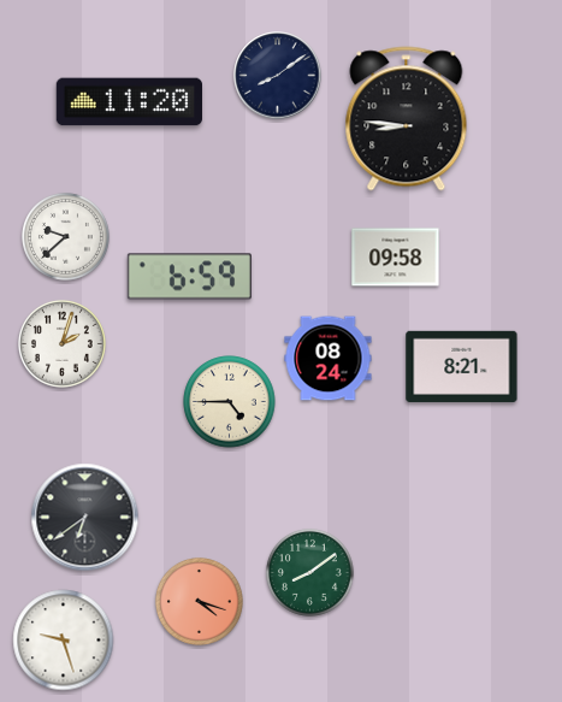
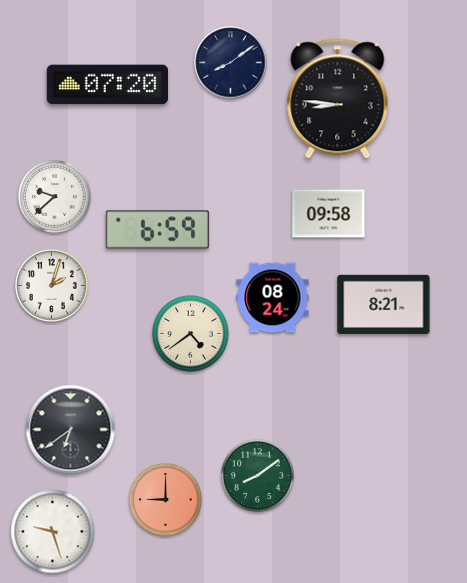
clock at (129, 102): 11:20 -> 07:20
clock at (230, 402): 4:45 -> 4:39
clock at (200, 602): 4:18 -> 9:00
